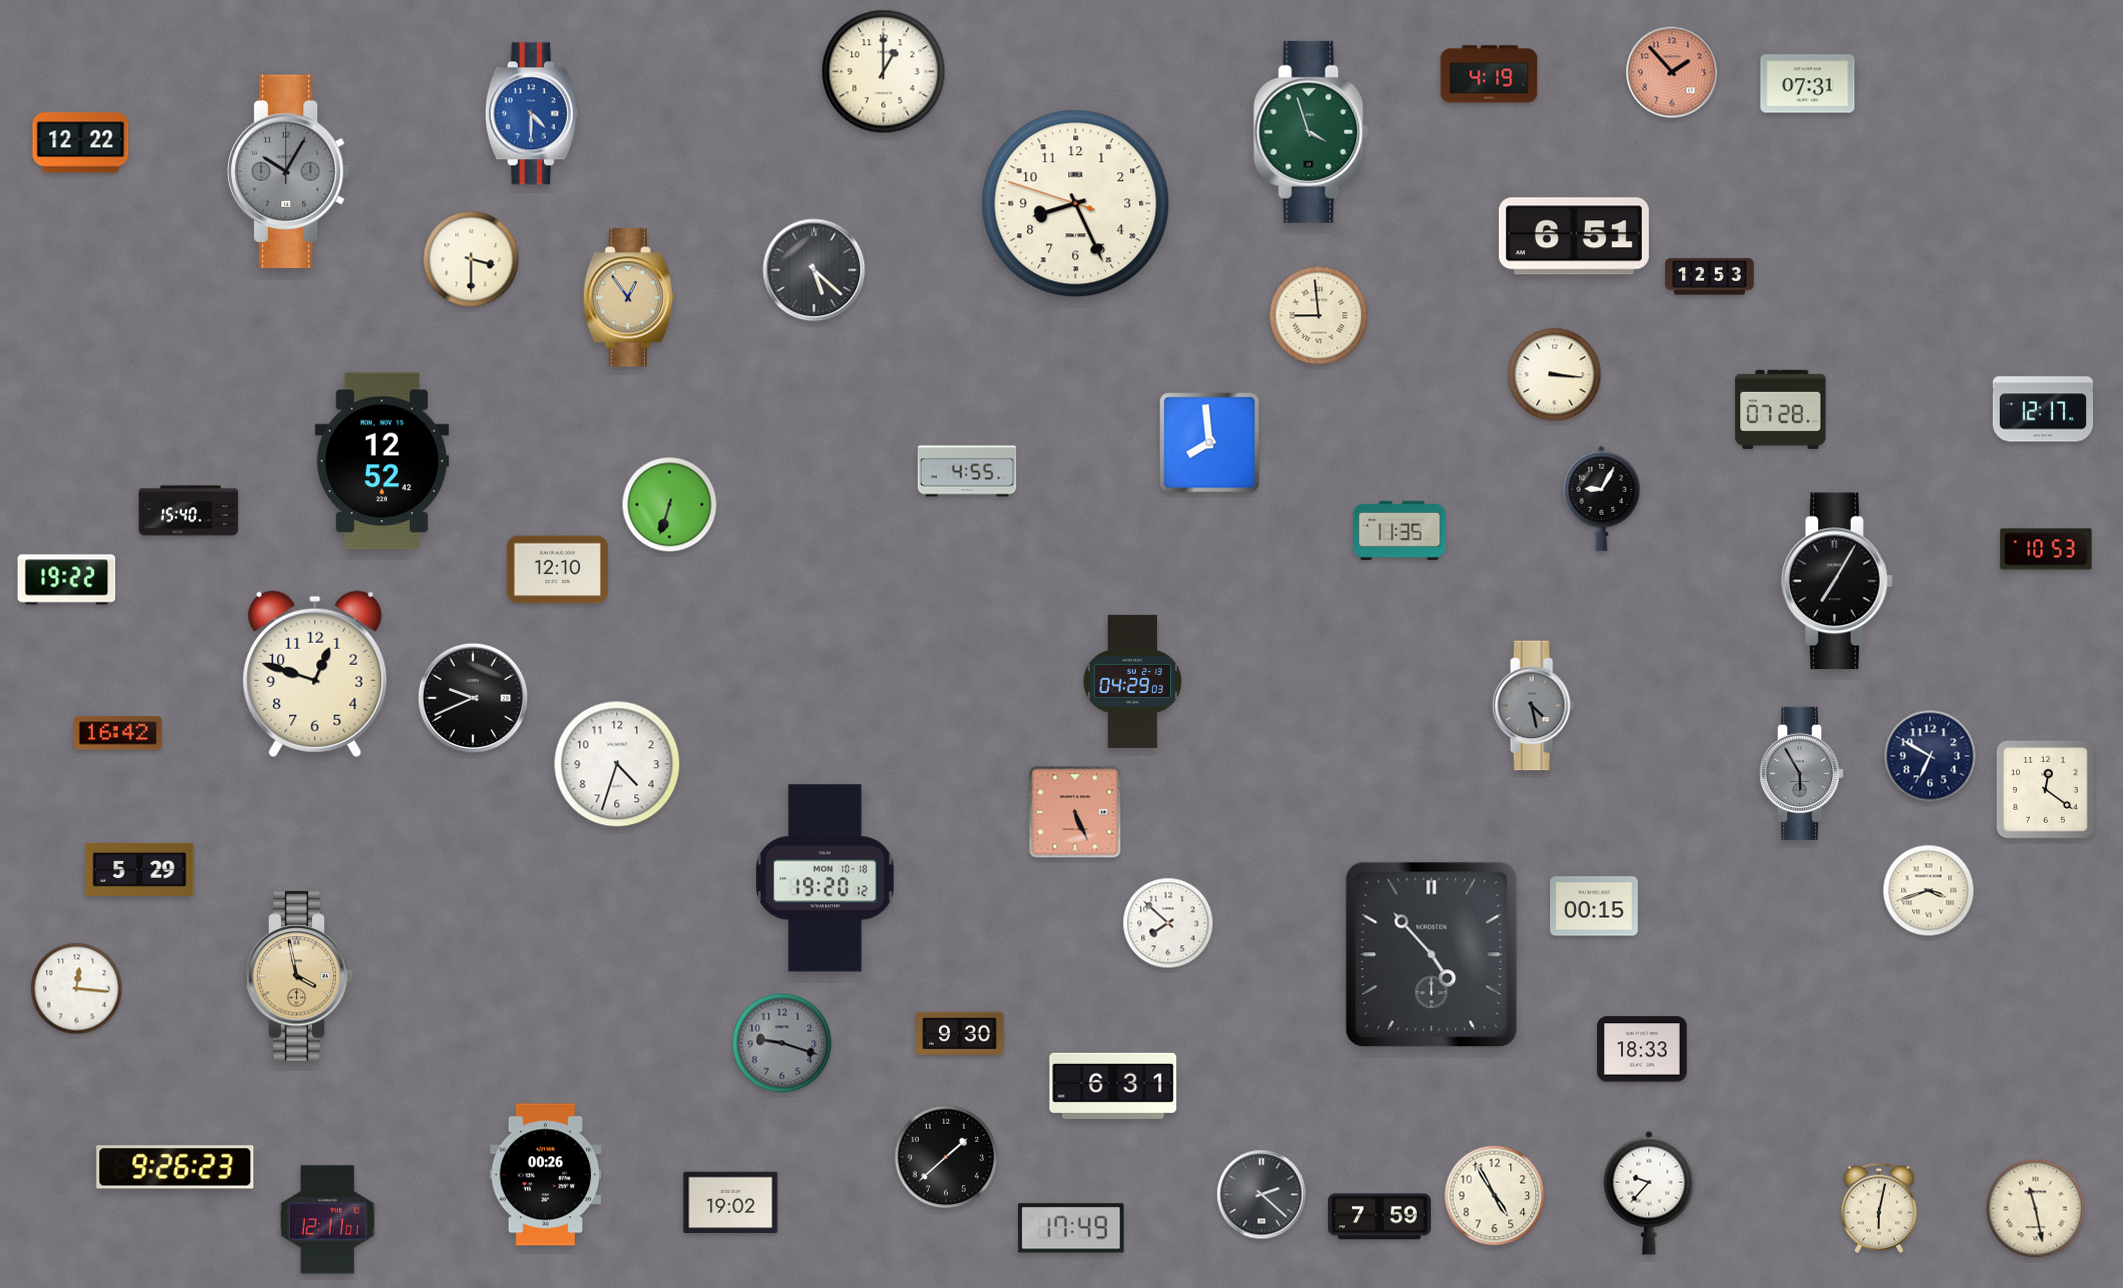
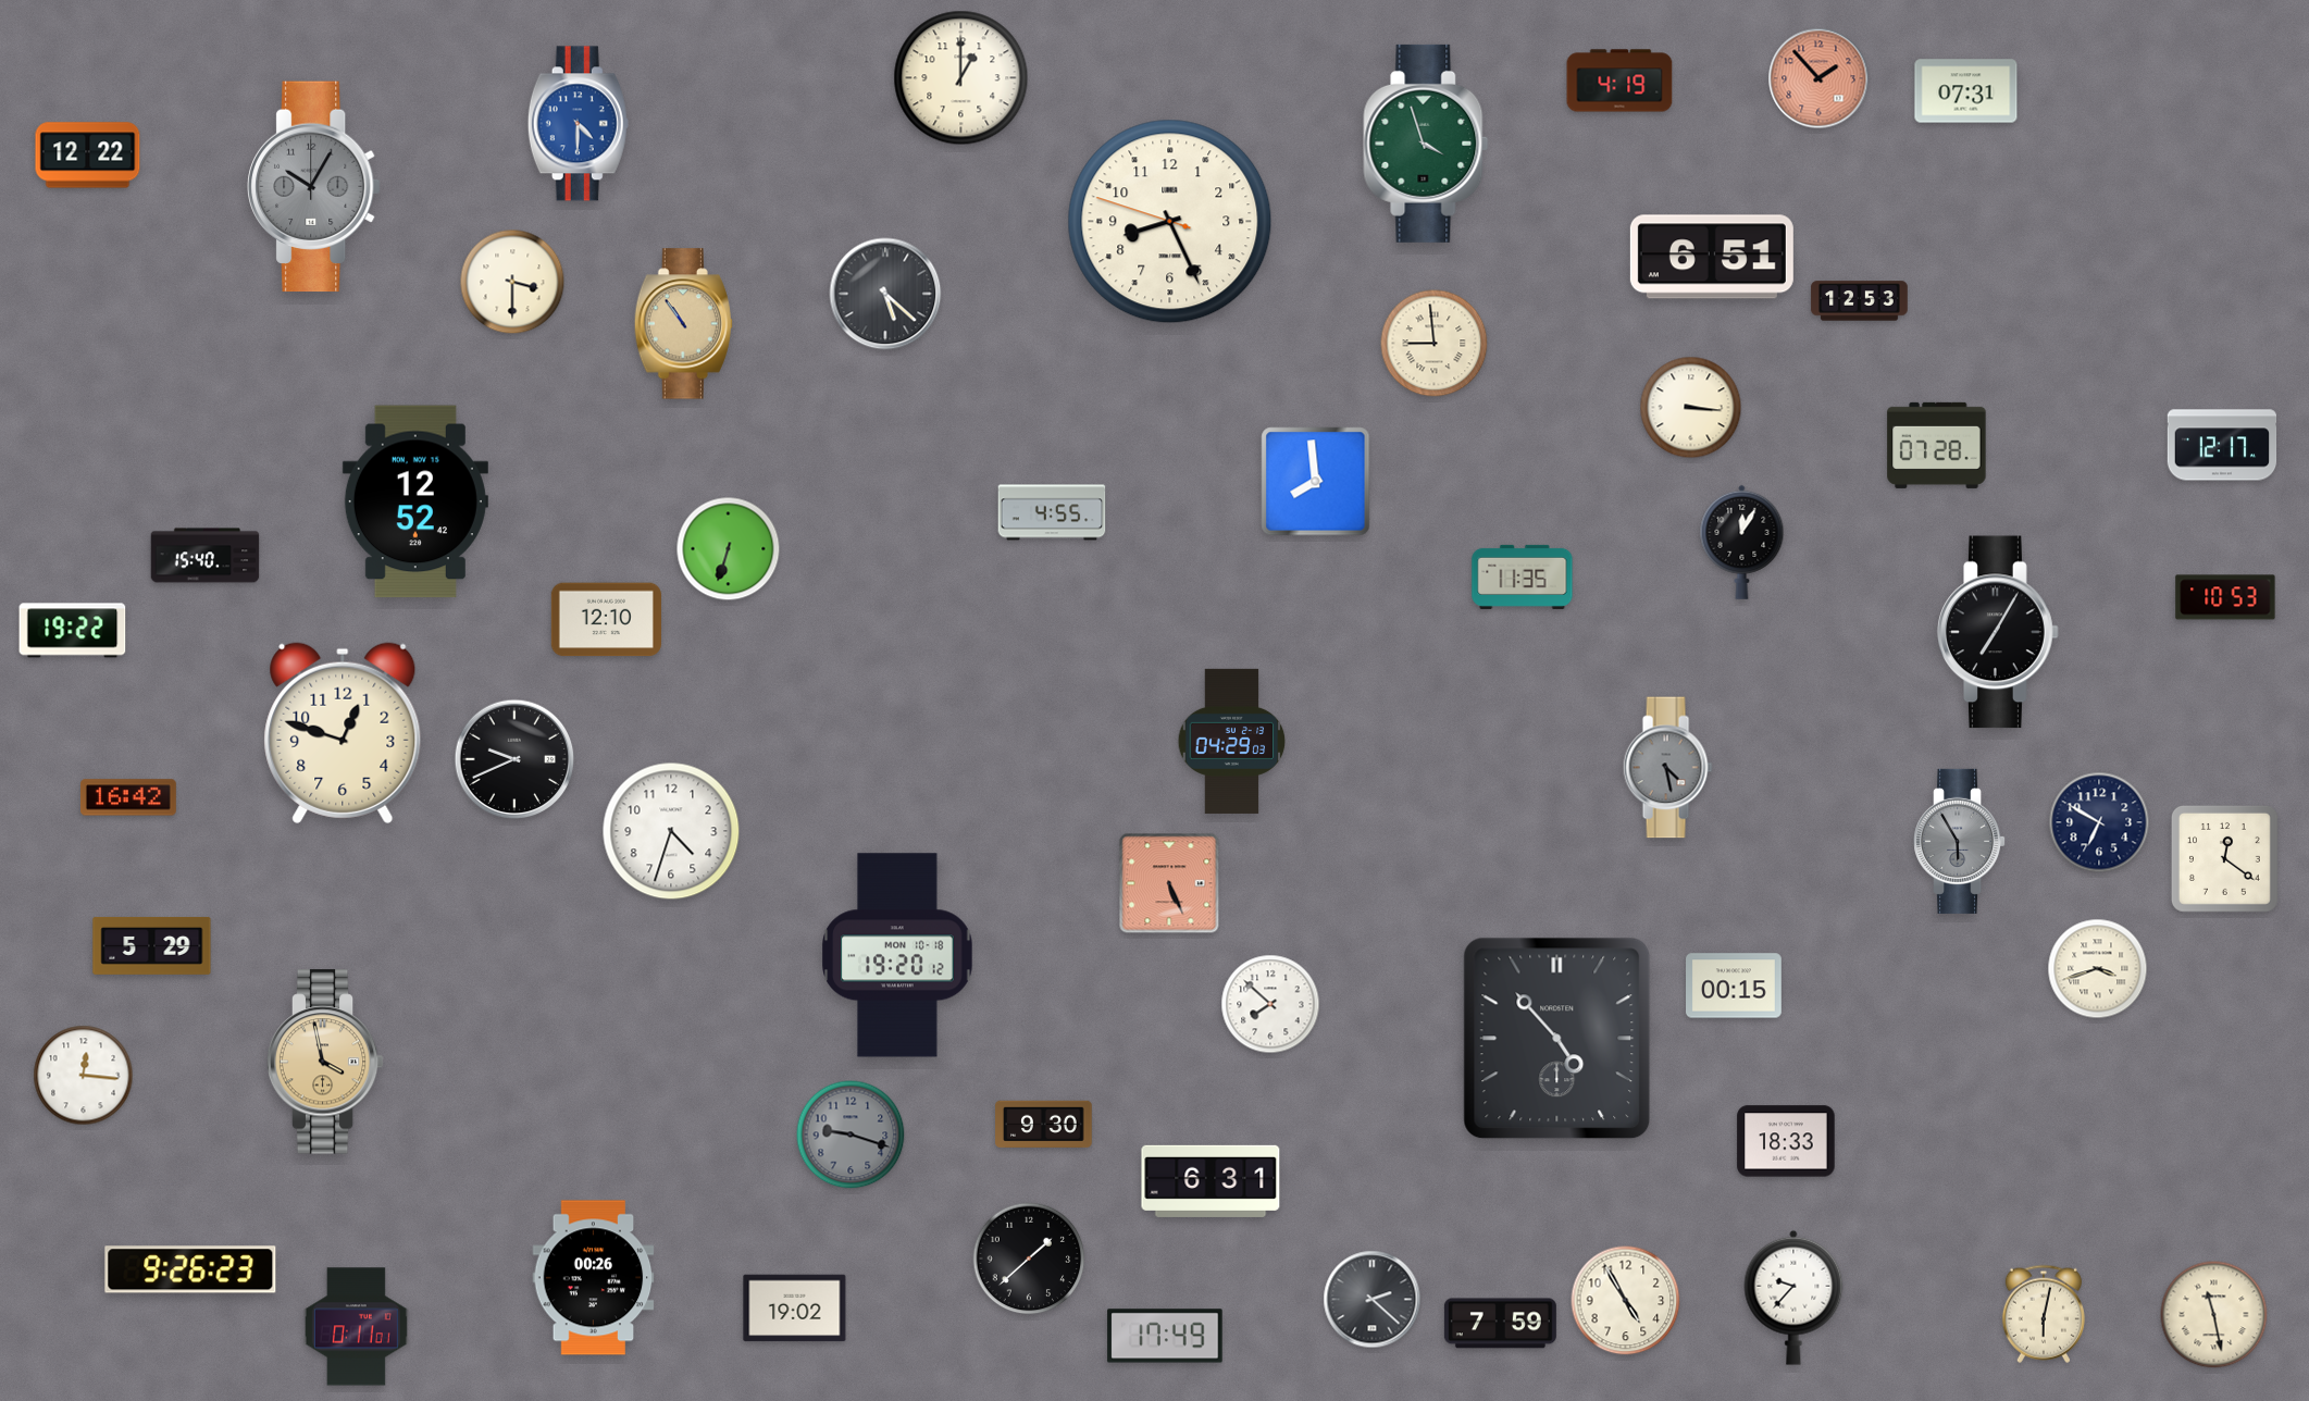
clock at (628, 298): 12:54 -> 10:54
clock at (1602, 498): 9:05 -> 12:05
clock at (327, 1220): 12:11 -> 0:11
